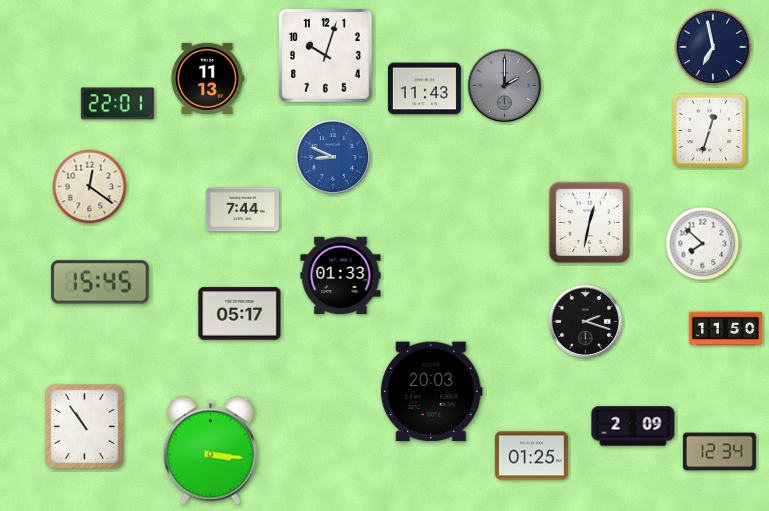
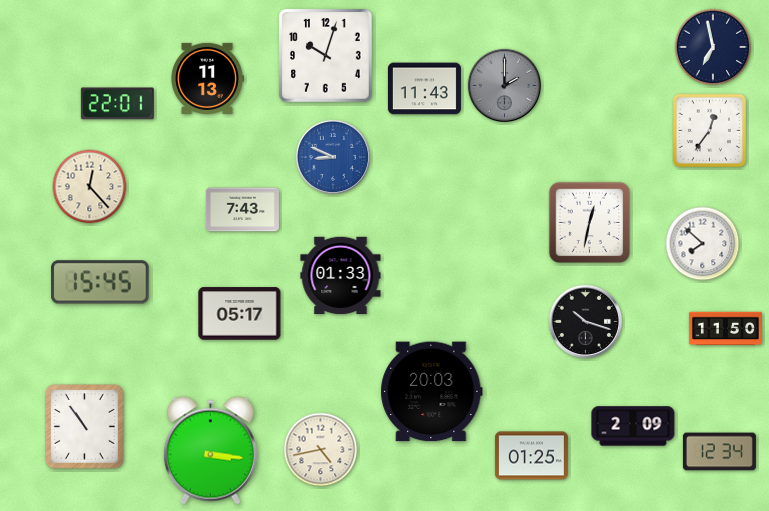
clock at (710, 131): 12:33 -> 12:36
clock at (90, 187): 12:21 -> 12:23
clock at (242, 210): 7:44 -> 7:43
clock at (585, 321): 2:18 -> 10:18
clock at (321, 450): none -> 4:43
